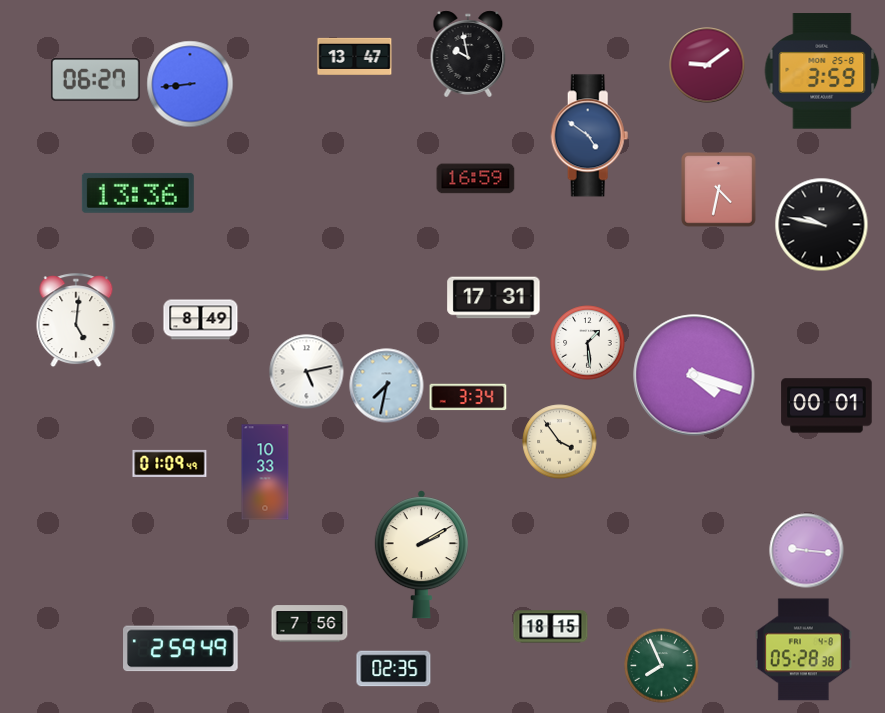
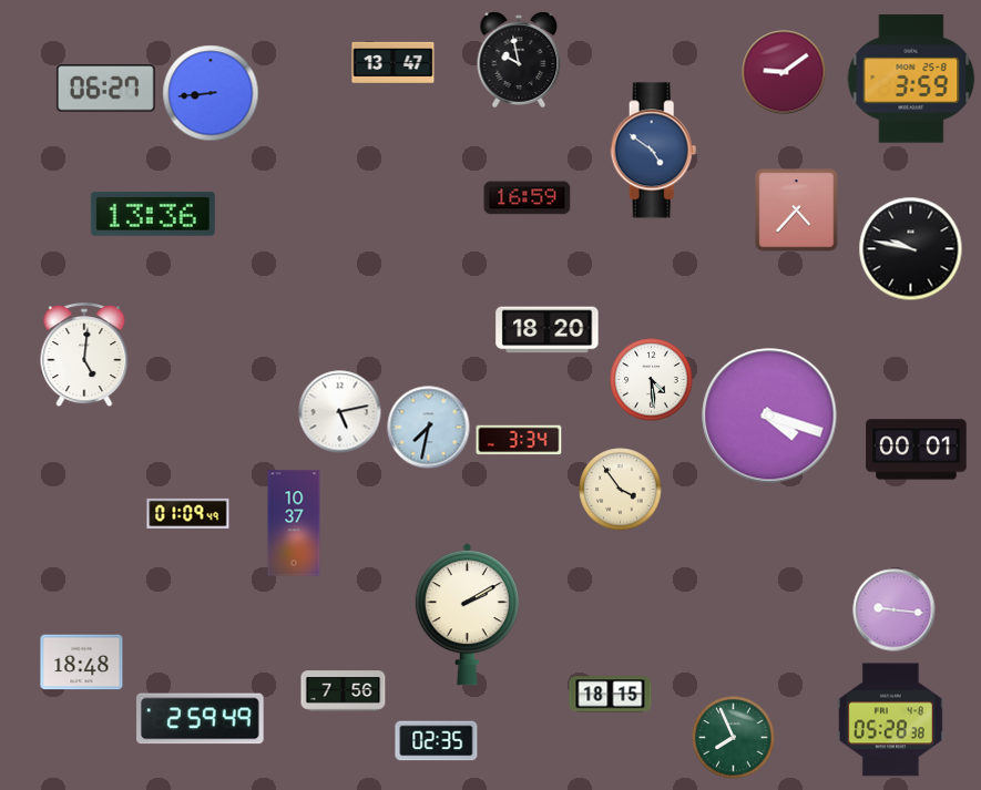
clock at (719, 190): 4:32 -> 4:37
clock at (494, 298): 17:31 -> 18:20
clock at (201, 320): 8:49 -> none
clock at (588, 343): 1:29 -> 4:29
clock at (265, 472): 10:33 -> 10:37
clock at (82, 663): none -> 18:48
